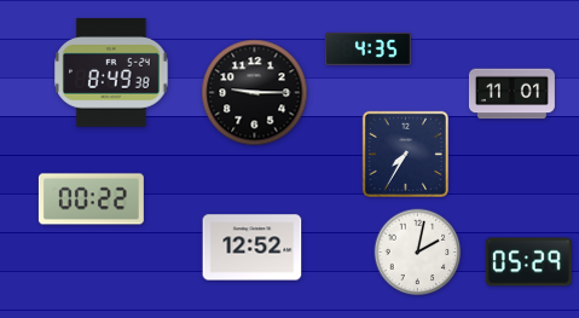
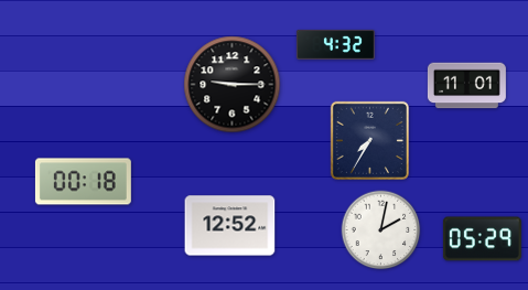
clock at (367, 48): 4:35 -> 4:32
clock at (111, 74): 8:49 -> none
clock at (91, 200): 00:22 -> 00:18
